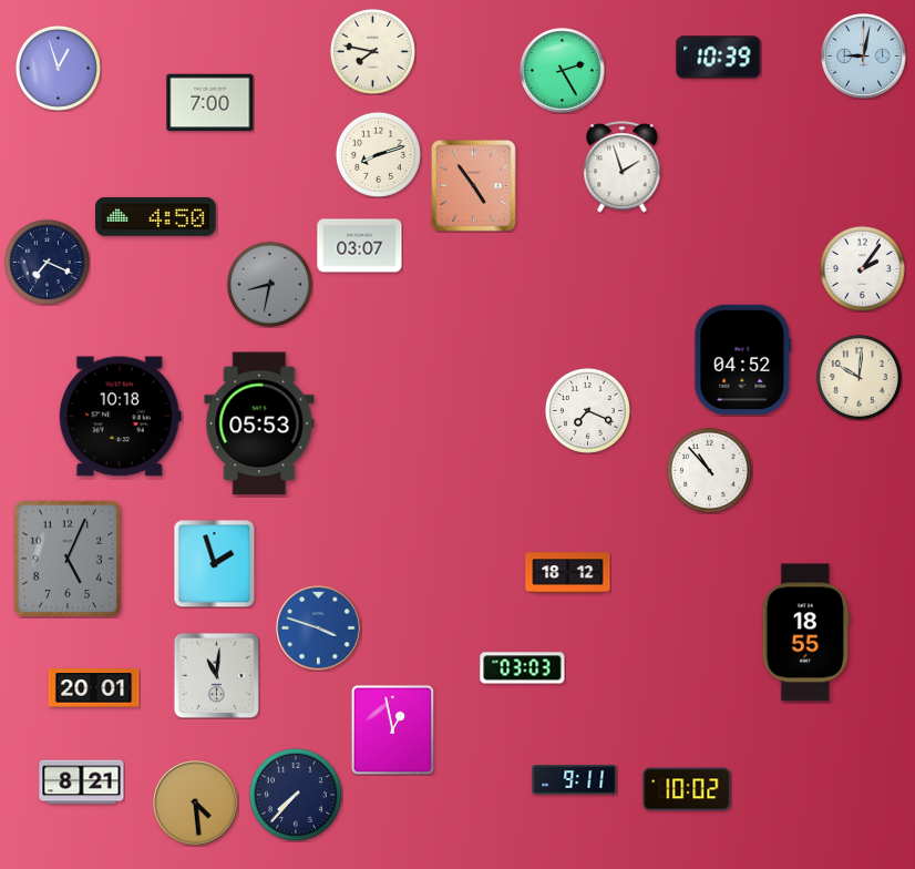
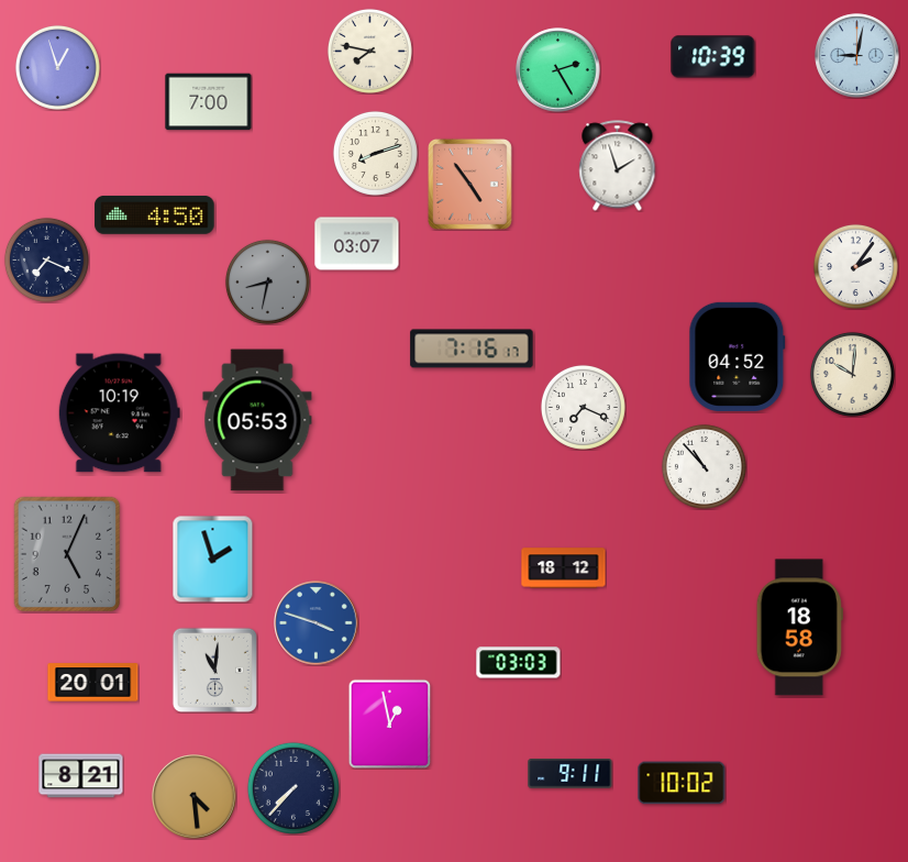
clock at (472, 349): none -> 7:16
clock at (120, 417): 10:18 -> 10:19
clock at (805, 633): 18:55 -> 18:58
